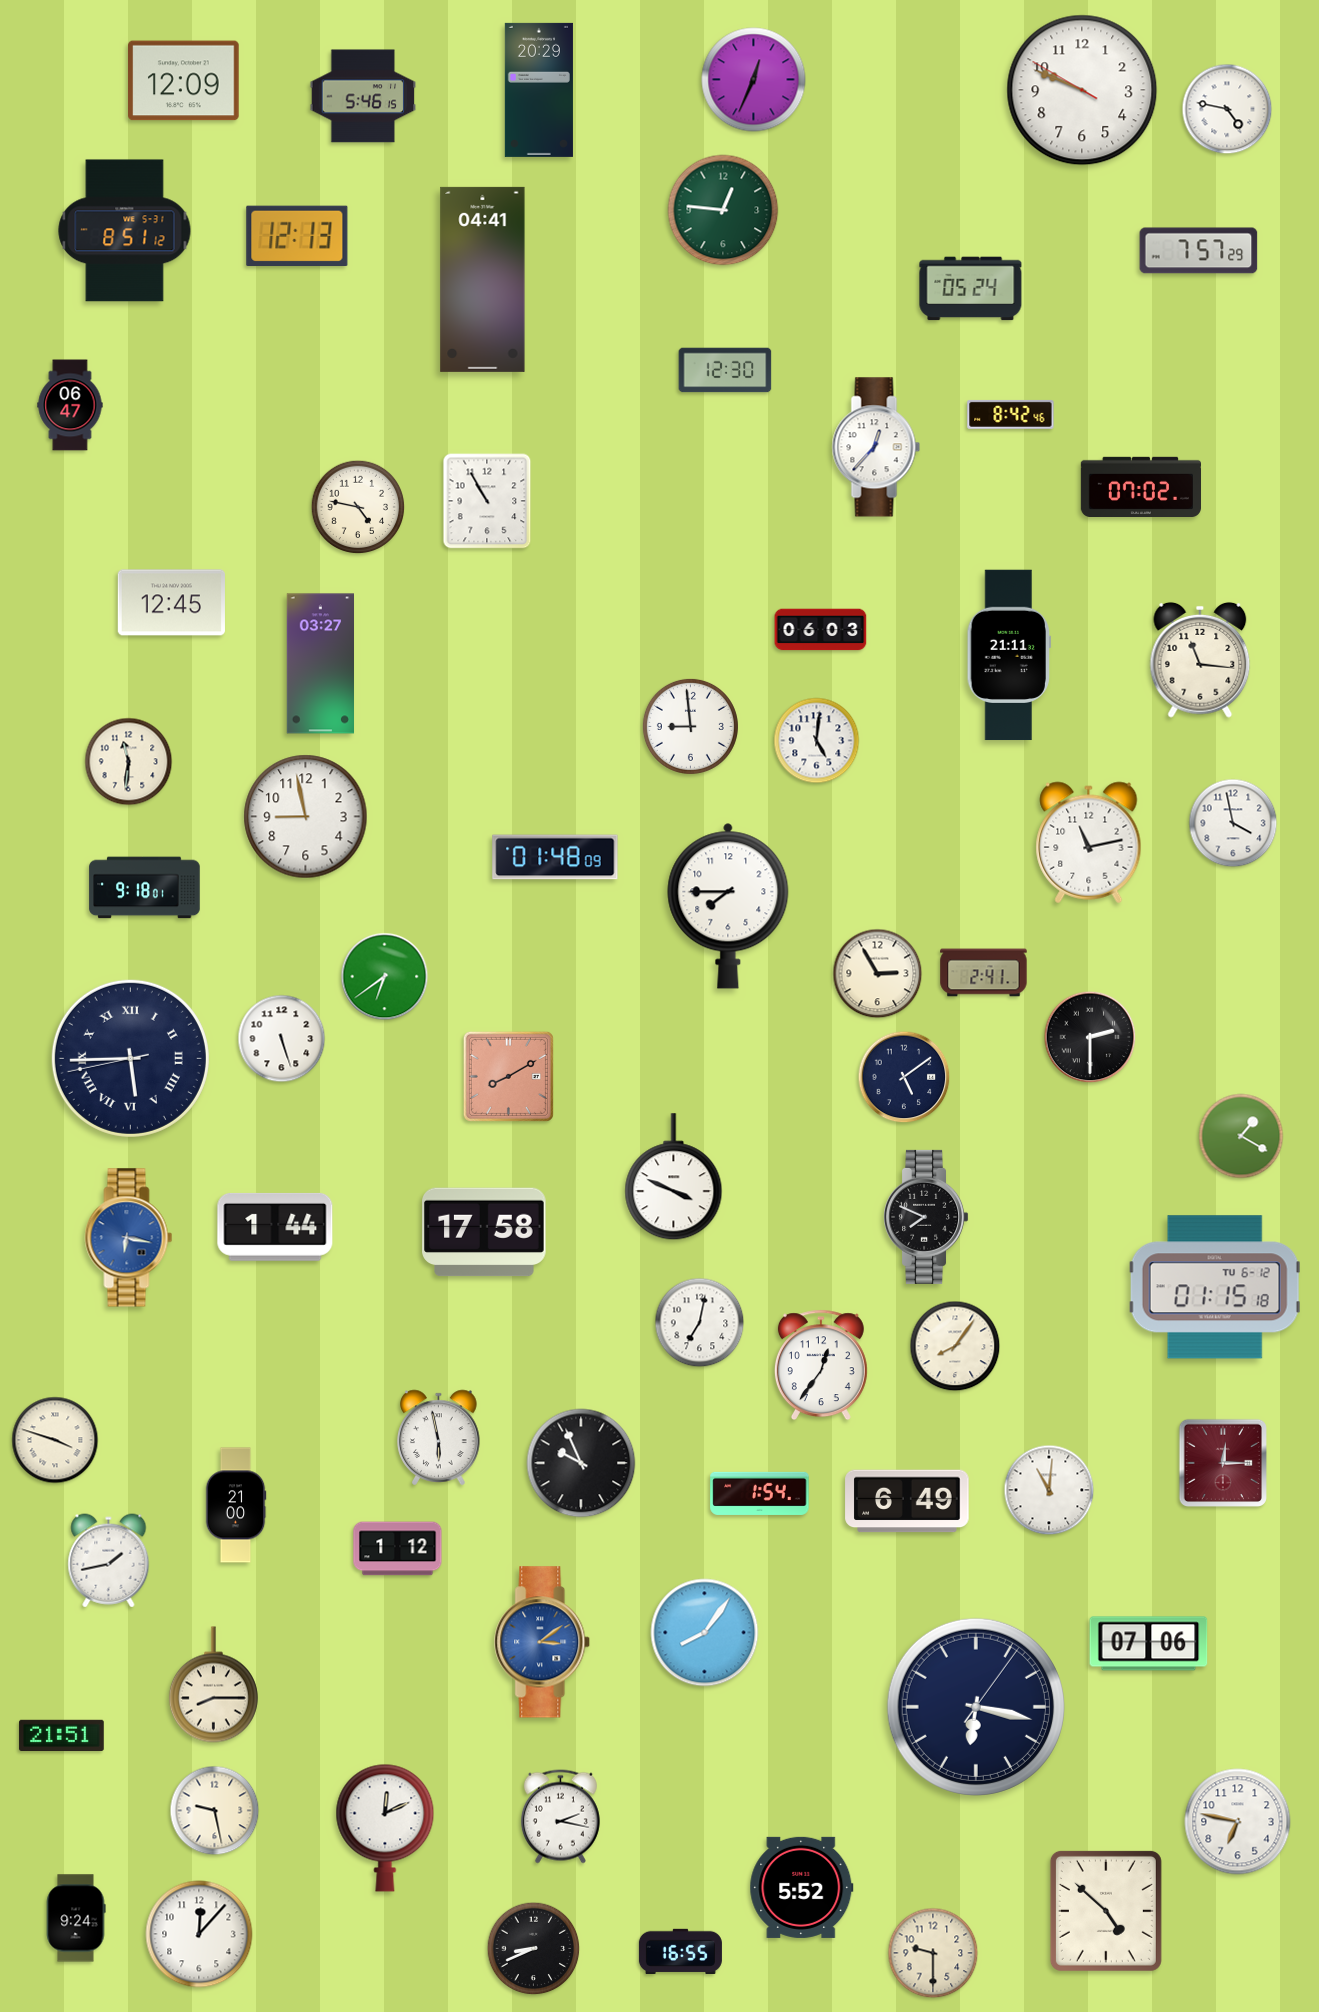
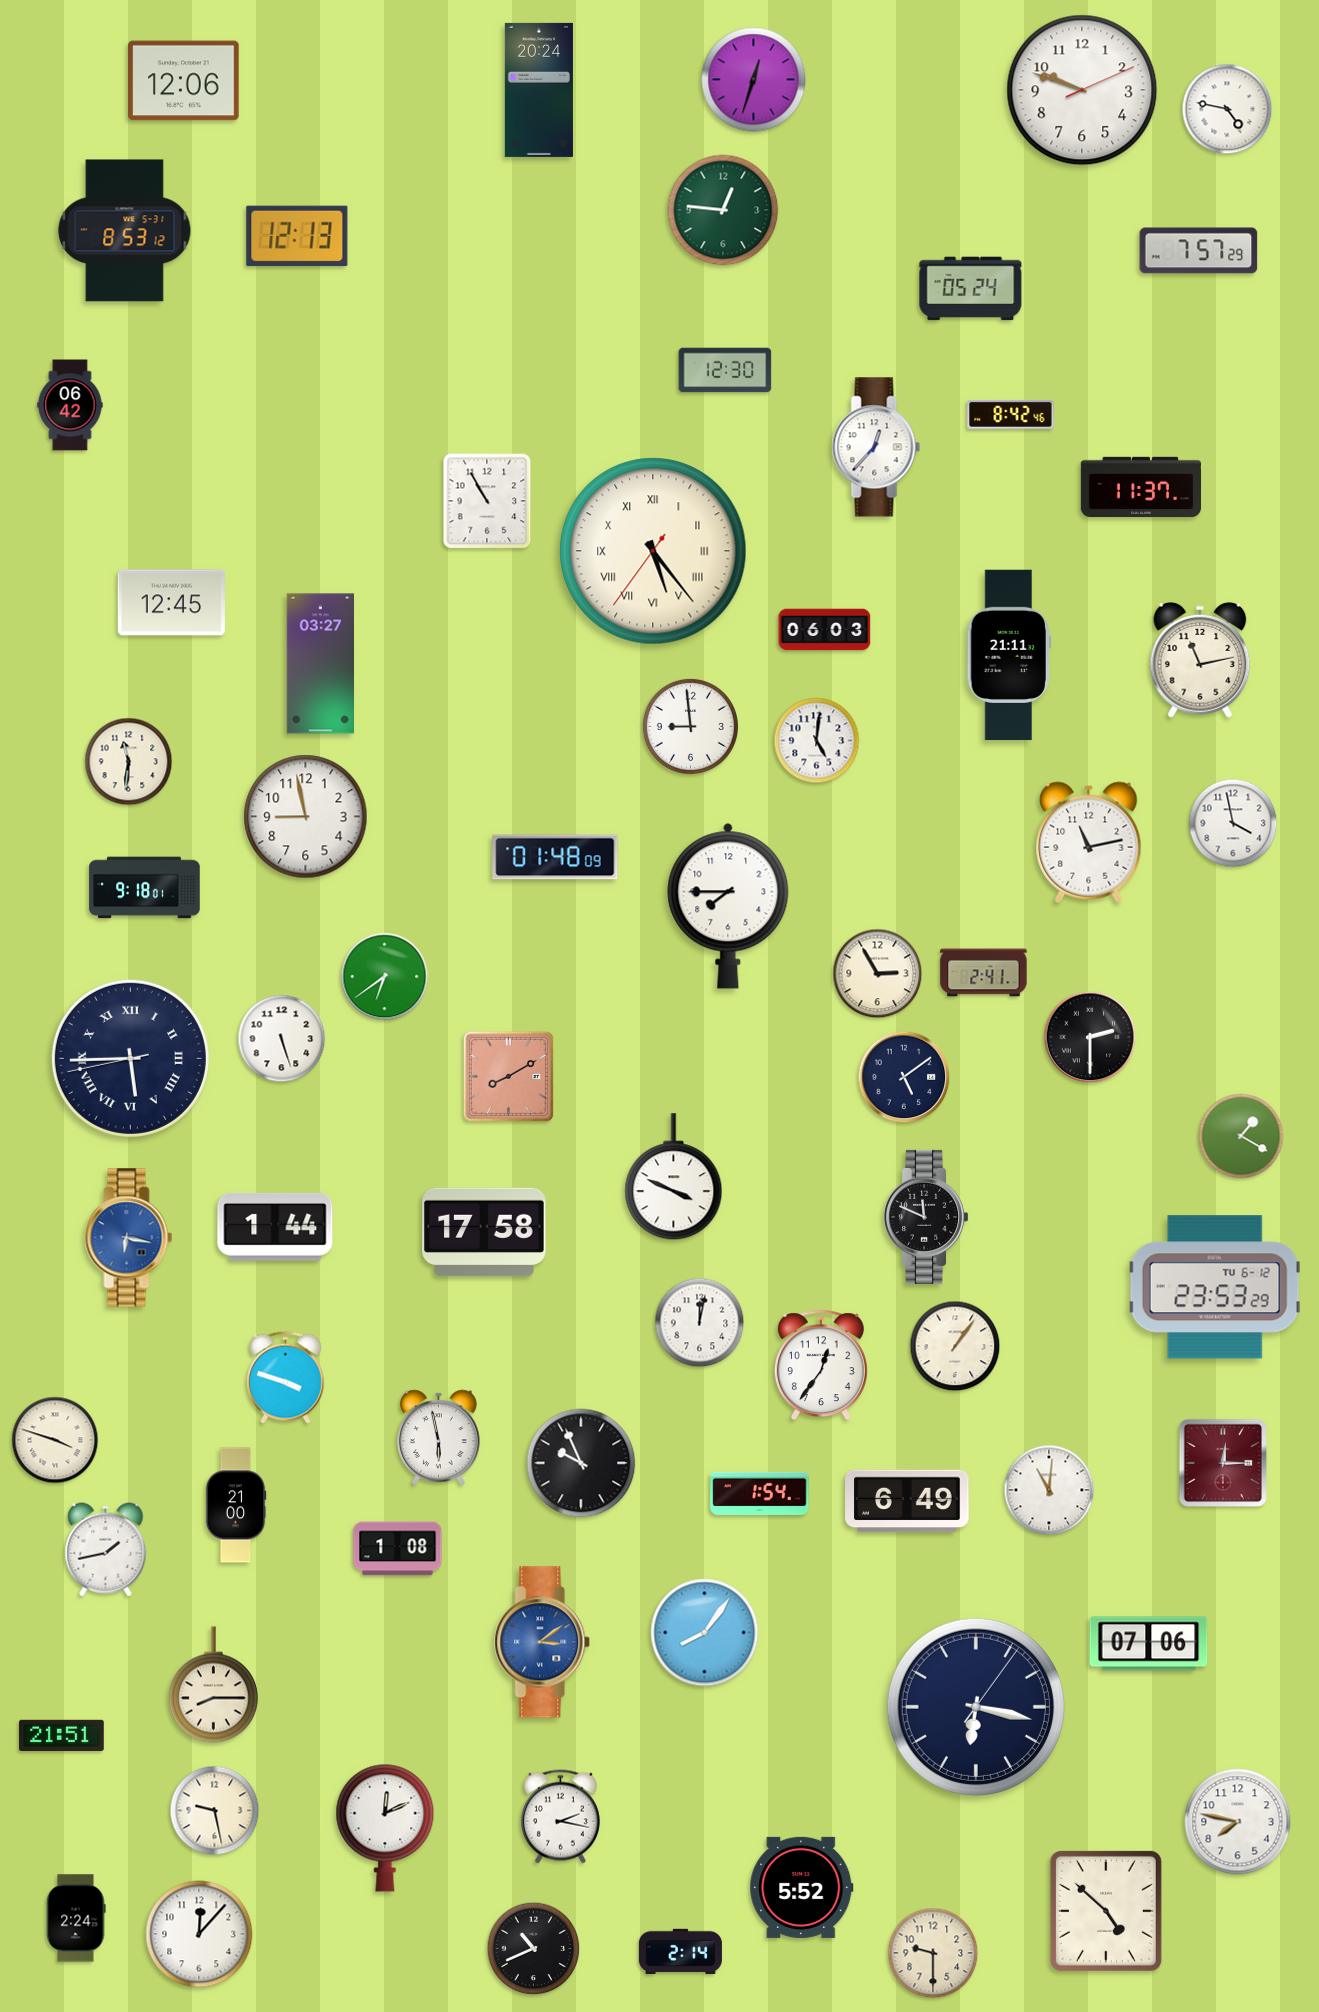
clock at (754, 80): 12:34 -> 12:33
clock at (184, 81): 12:09 -> 12:06
clock at (539, 90): 20:29 -> 20:24
clock at (1082, 90): 9:48:50 -> 9:48:11
clock at (363, 96): 5:46 -> none
clock at (125, 231): 8:51 -> 8:53
clock at (483, 279): 04:41 -> none
clock at (70, 405): 06:47 -> 06:42
clock at (1140, 486): 07:02 -> 11:37
clock at (358, 507): 4:47 -> none
clock at (653, 551): none -> 5:23
clock at (821, 630) position: (821, 630) -> (825, 630)
clock at (1200, 660): 11:16 -> 11:13
clock at (926, 1217): 7:49 -> 11:49
clock at (1215, 1287): 01:15 -> 23:53
clock at (700, 1323): 7:02 -> 12:02
clock at (955, 1346): 8:06 -> 1:06
clock at (286, 1377): none -> 3:48
clock at (398, 1549): 1:12 -> 1:08
clock at (109, 1561) position: (109, 1561) -> (106, 1550)
clock at (1238, 1822): 6:47 -> 7:47
clock at (76, 1918): 9:24 -> 2:24
clock at (534, 1949): 8:41 -> 10:41
clock at (680, 1951): 16:55 -> 2:14
